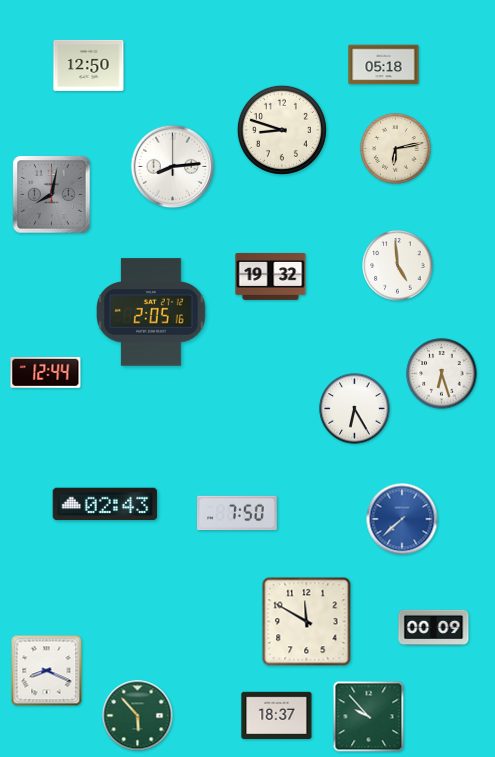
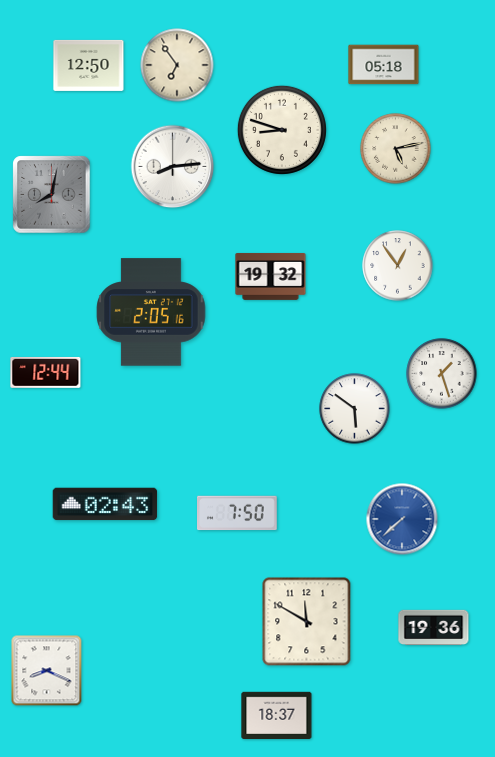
clock at (177, 65): none -> 6:54
clock at (396, 149): 6:13 -> 5:13
clock at (398, 266): 4:59 -> 12:54
clock at (442, 374): 6:27 -> 1:27
clock at (355, 409): 6:25 -> 5:51
clock at (434, 627): 00:09 -> 19:36
clock at (138, 716): 5:53 -> none
clock at (369, 717): 9:53 -> none
